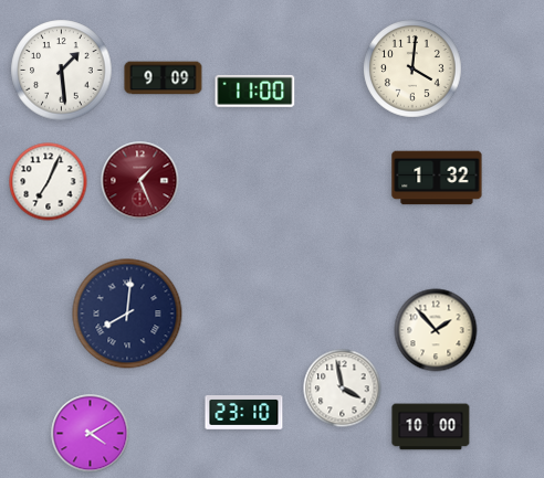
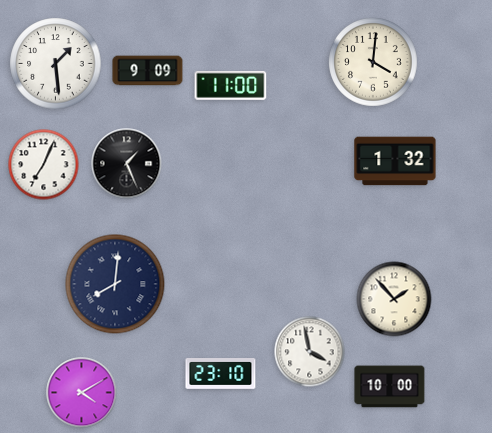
clock at (255, 91) position: (255, 91) -> (231, 85)
clock at (140, 181) dial: burgundy -> black
